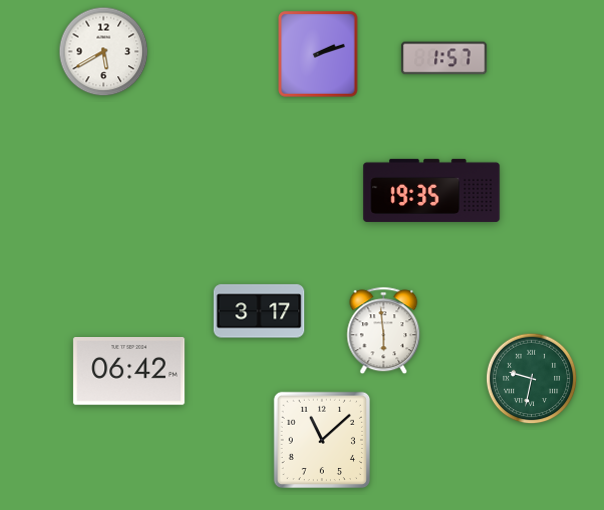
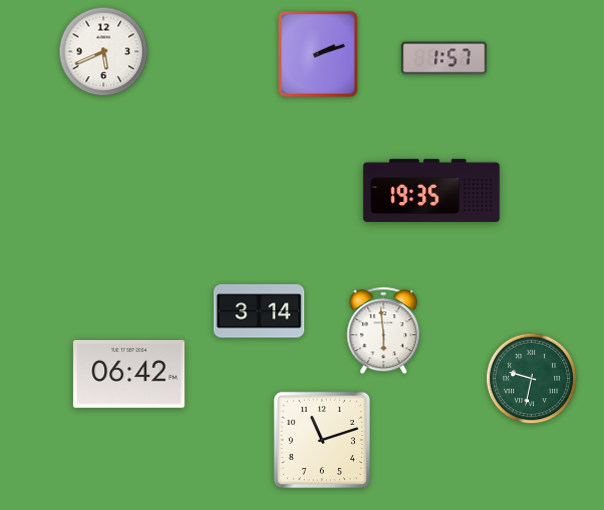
clock at (104, 52): 5:40 -> 5:41
clock at (259, 311): 3:17 -> 3:14
clock at (129, 371) position: (129, 371) -> (129, 374)
clock at (322, 440): 11:08 -> 11:12
